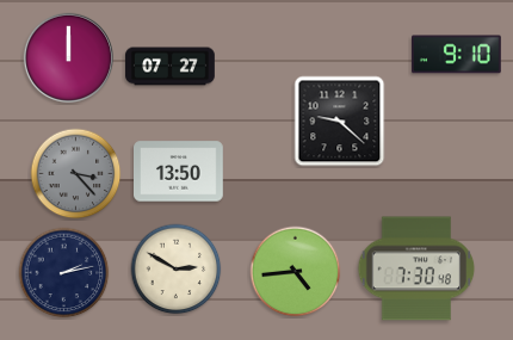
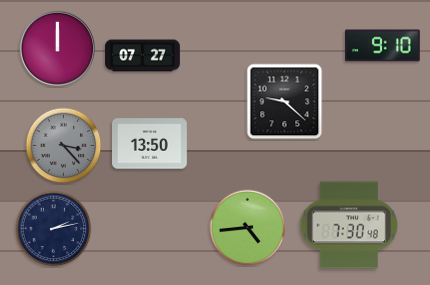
clock at (177, 270): 2:50 -> none
